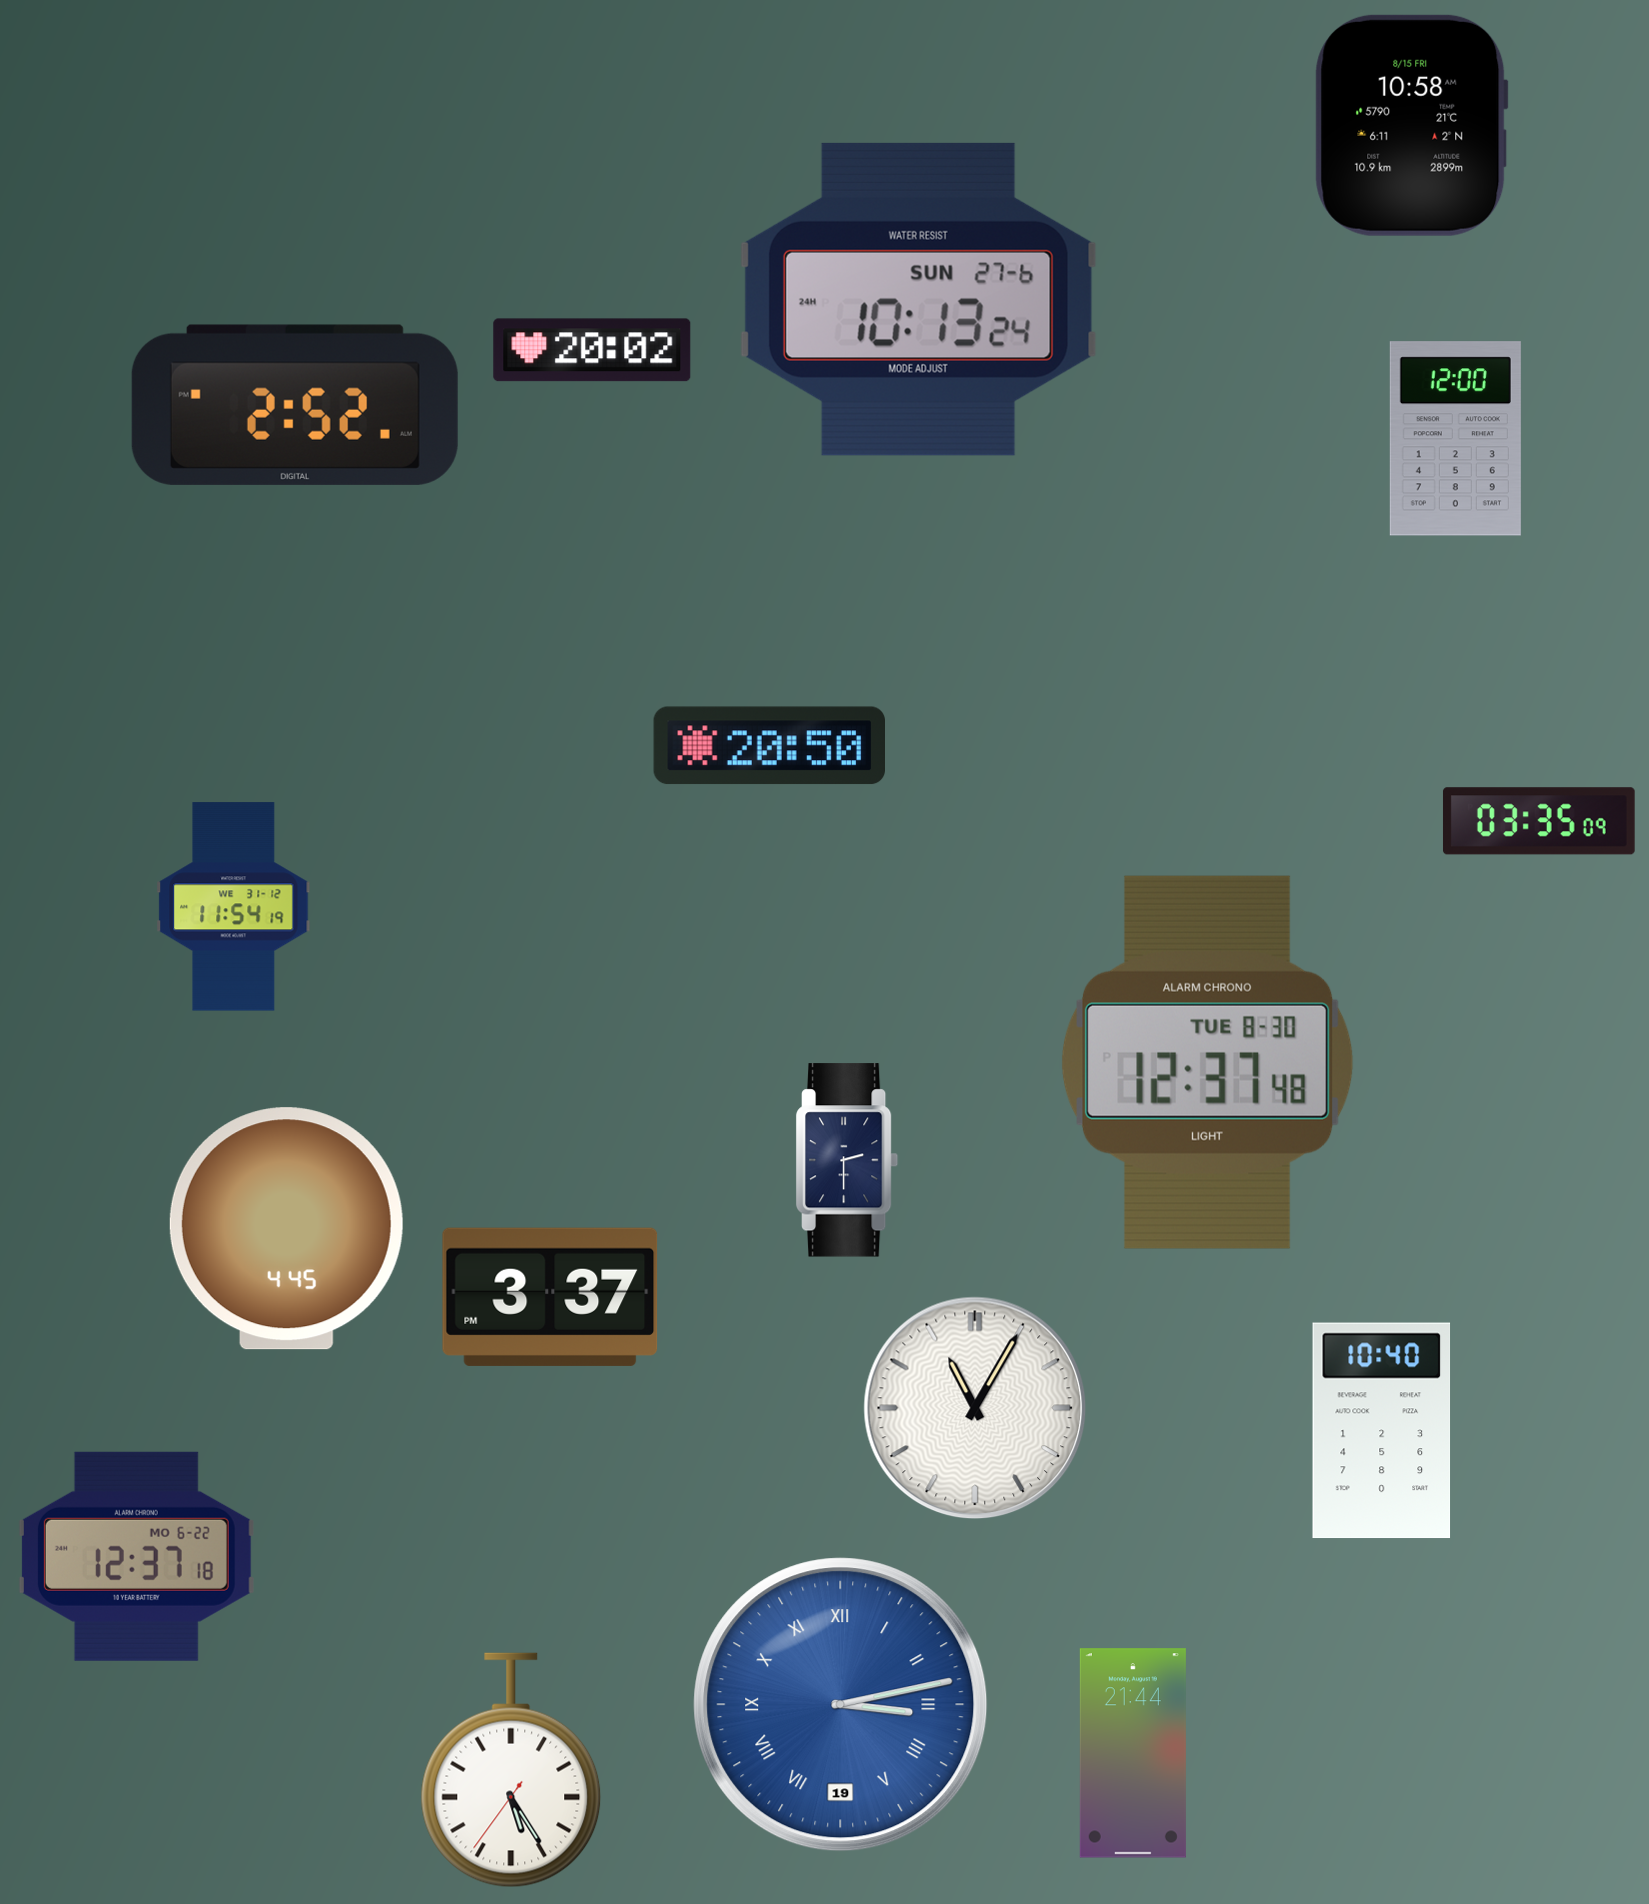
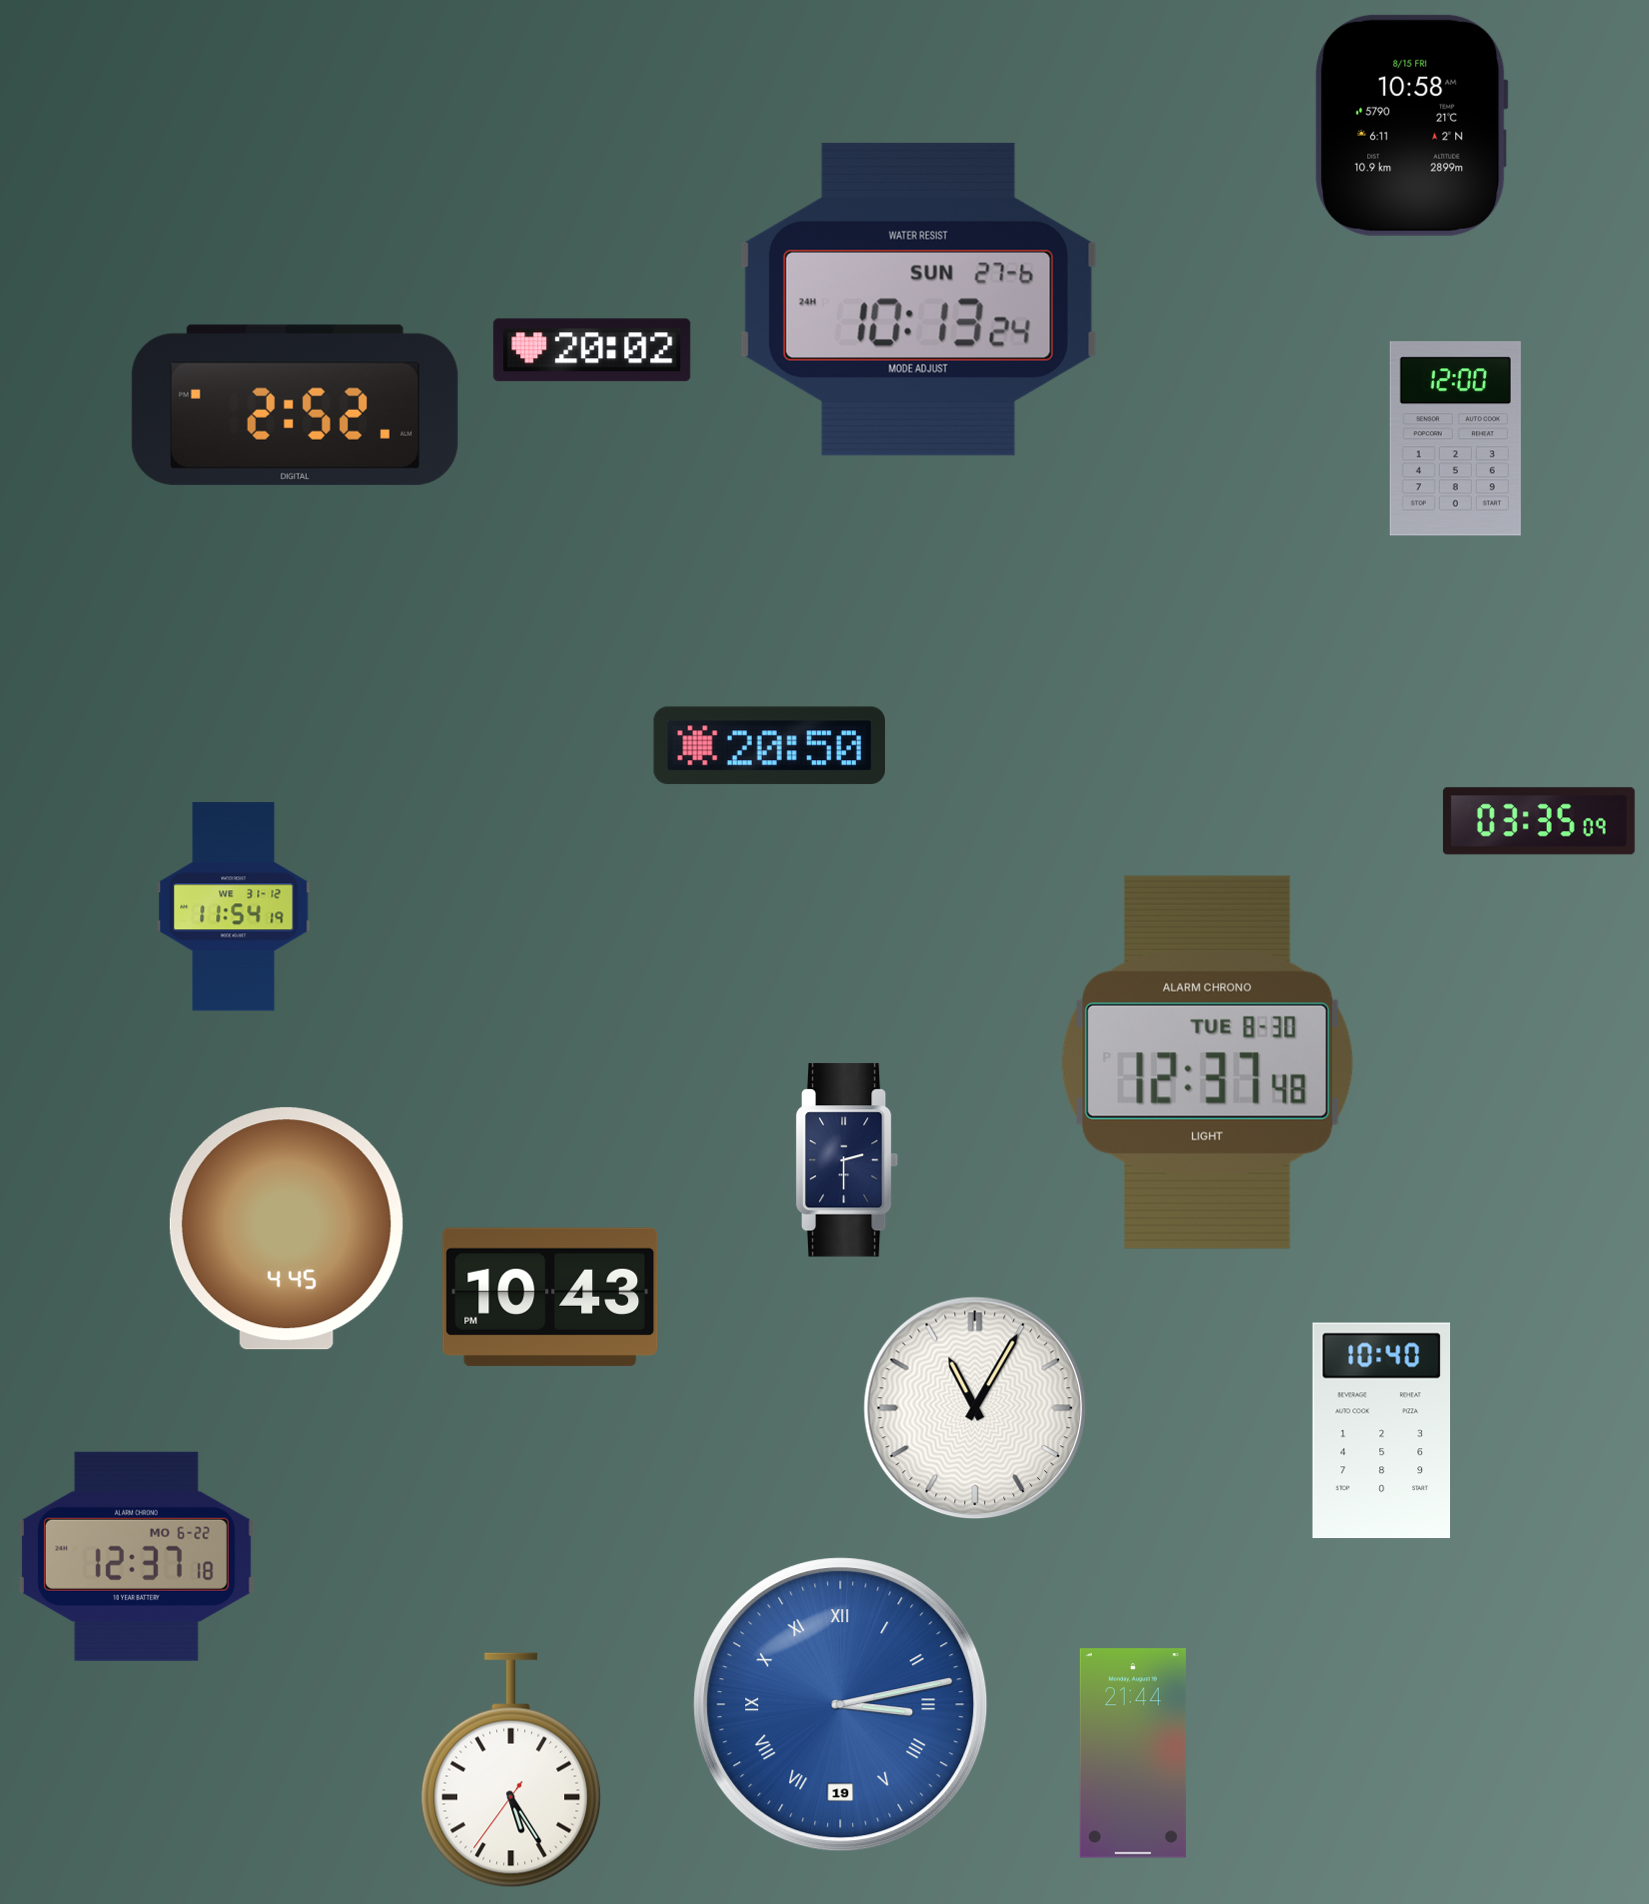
clock at (550, 1297): 3:37 -> 10:43
